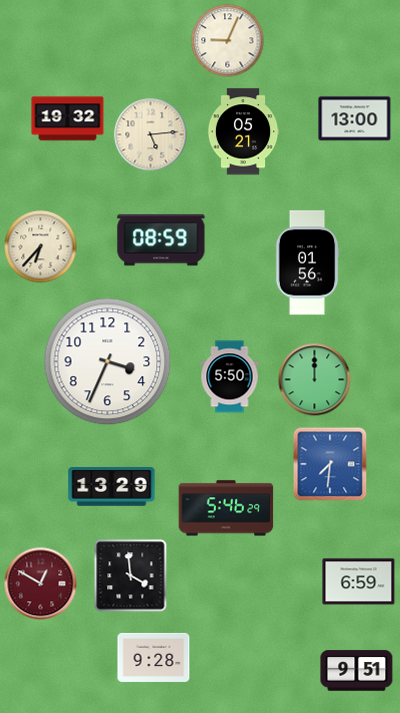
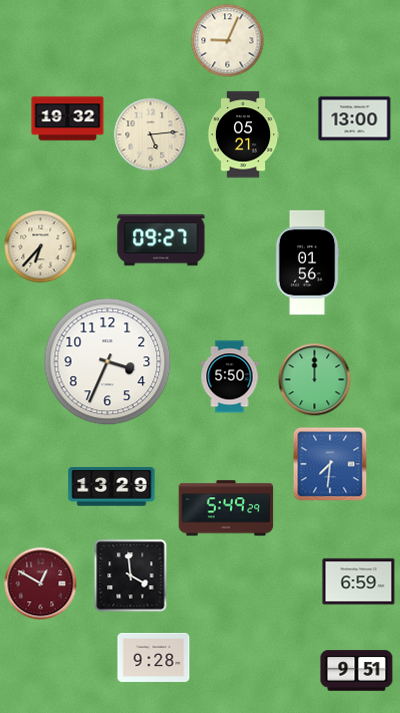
clock at (243, 132) position: (243, 132) -> (243, 135)
clock at (161, 240): 08:59 -> 09:27
clock at (226, 508): 5:46 -> 5:49
